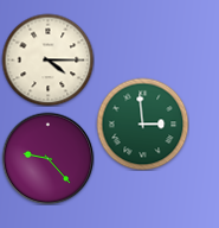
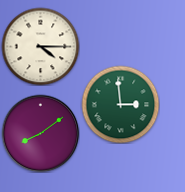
clock at (47, 59) position: (47, 59) -> (40, 46)
clock at (47, 158): 9:23 -> 8:09
